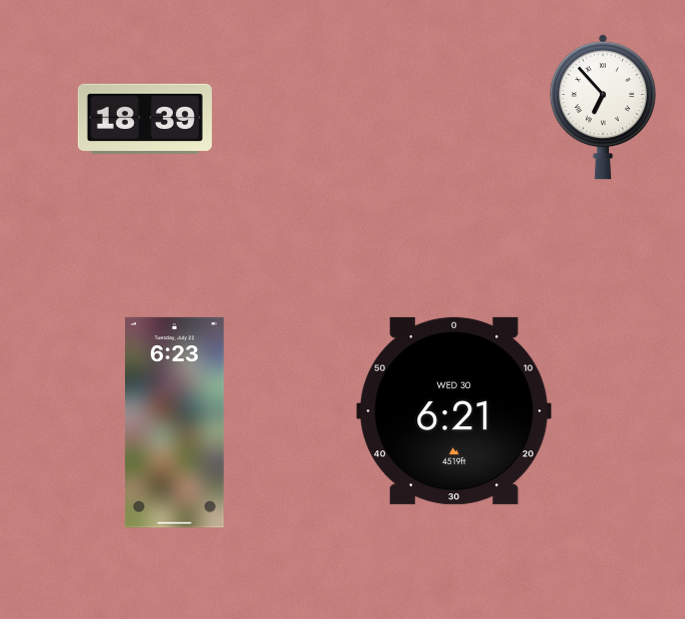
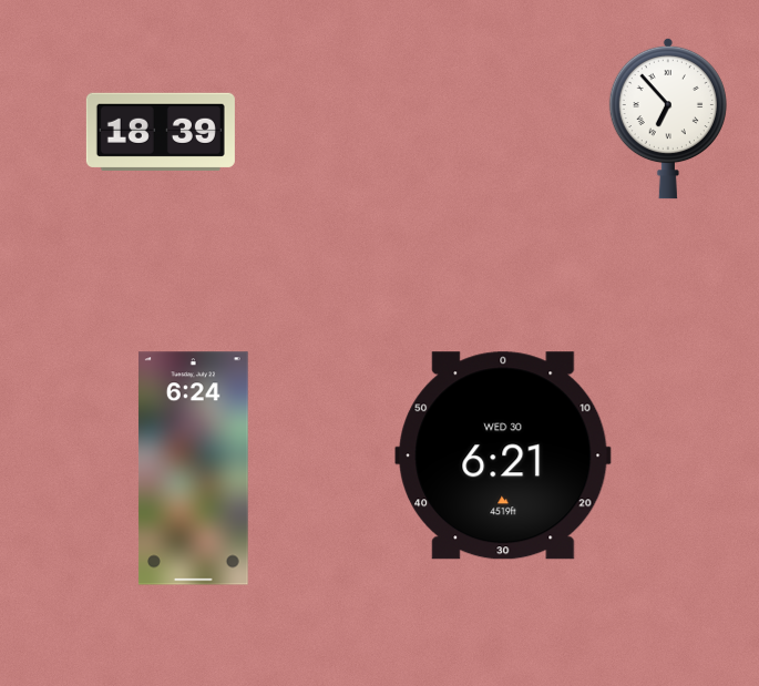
clock at (175, 423): 6:23 -> 6:24
